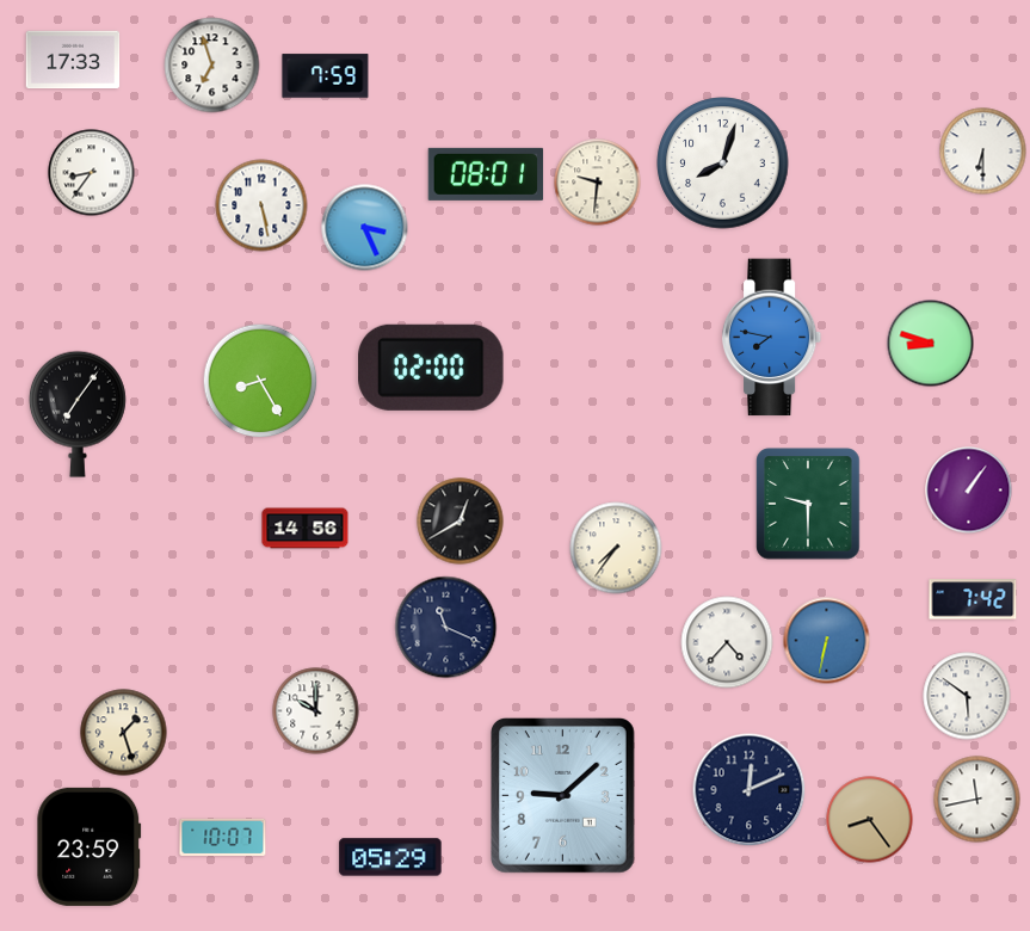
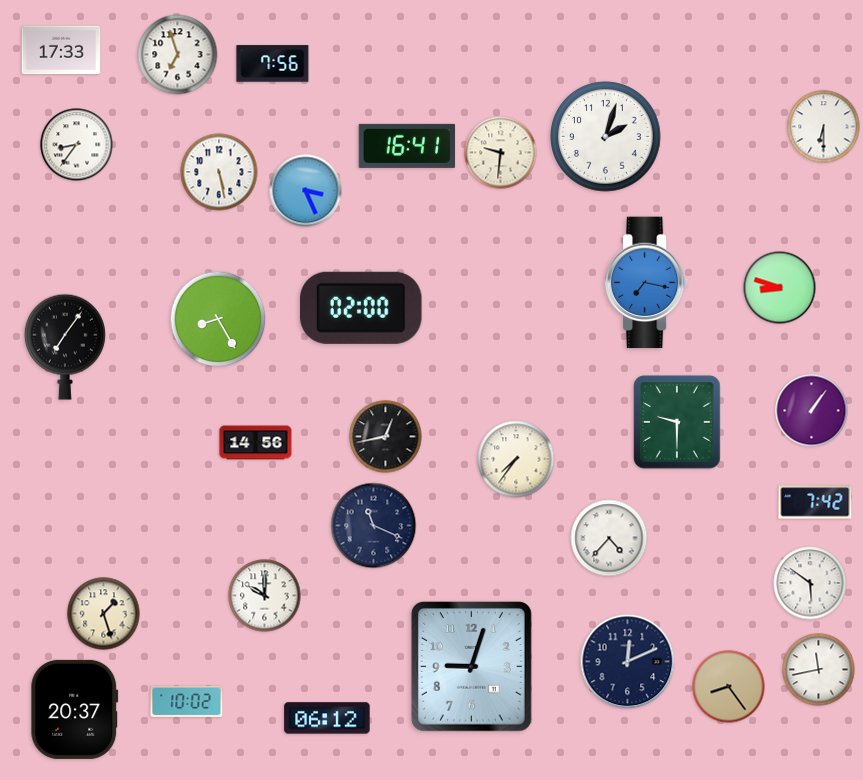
clock at (326, 76): 7:59 -> 7:56
clock at (723, 164): 8:03 -> 2:03
clock at (486, 174): 08:01 -> 16:41
clock at (772, 338): 7:47 -> 7:17
clock at (461, 522): 12:40 -> 12:43
clock at (827, 641): 6:32 -> none
clock at (562, 796): 9:08 -> 9:03
clock at (223, 837): 10:07 -> 10:02
clock at (90, 846): 23:59 -> 20:37
clock at (390, 857): 05:29 -> 06:12
